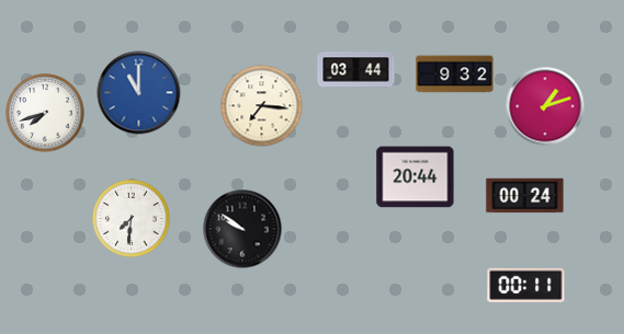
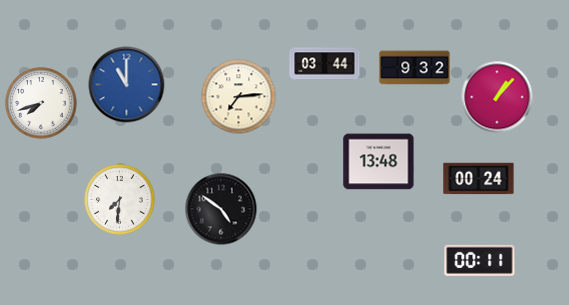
clock at (262, 106): 7:16 -> 7:14
clock at (545, 106): 1:12 -> 1:07
clock at (416, 177): 20:44 -> 13:48
clock at (242, 229): 9:51 -> 4:51
